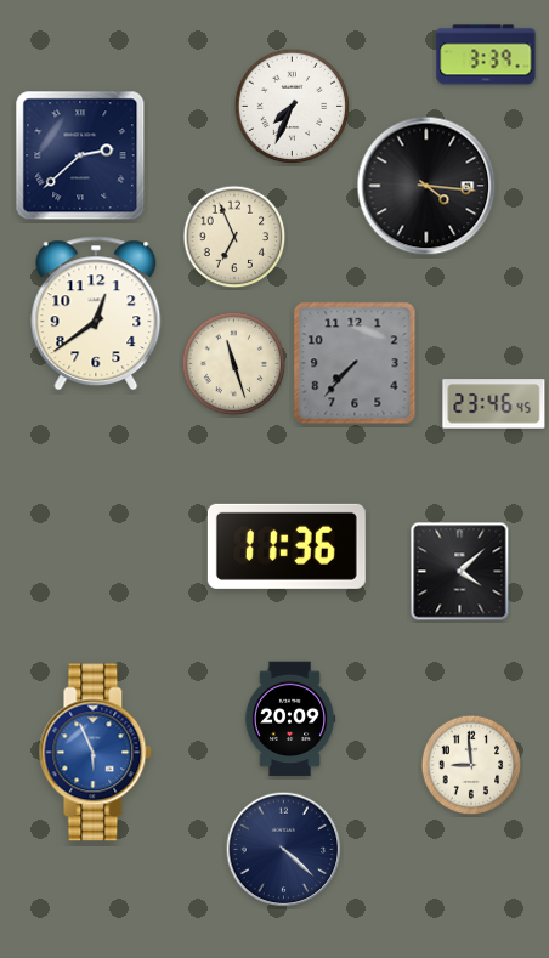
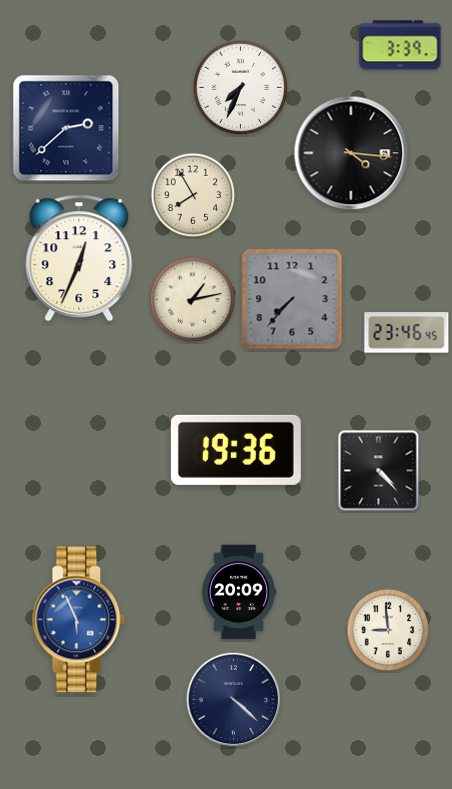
clock at (234, 237): 6:56 -> 7:55
clock at (96, 313): 12:39 -> 12:34
clock at (234, 364): 11:27 -> 1:13
clock at (287, 546): 11:36 -> 19:36
clock at (460, 572): 4:08 -> 4:23
